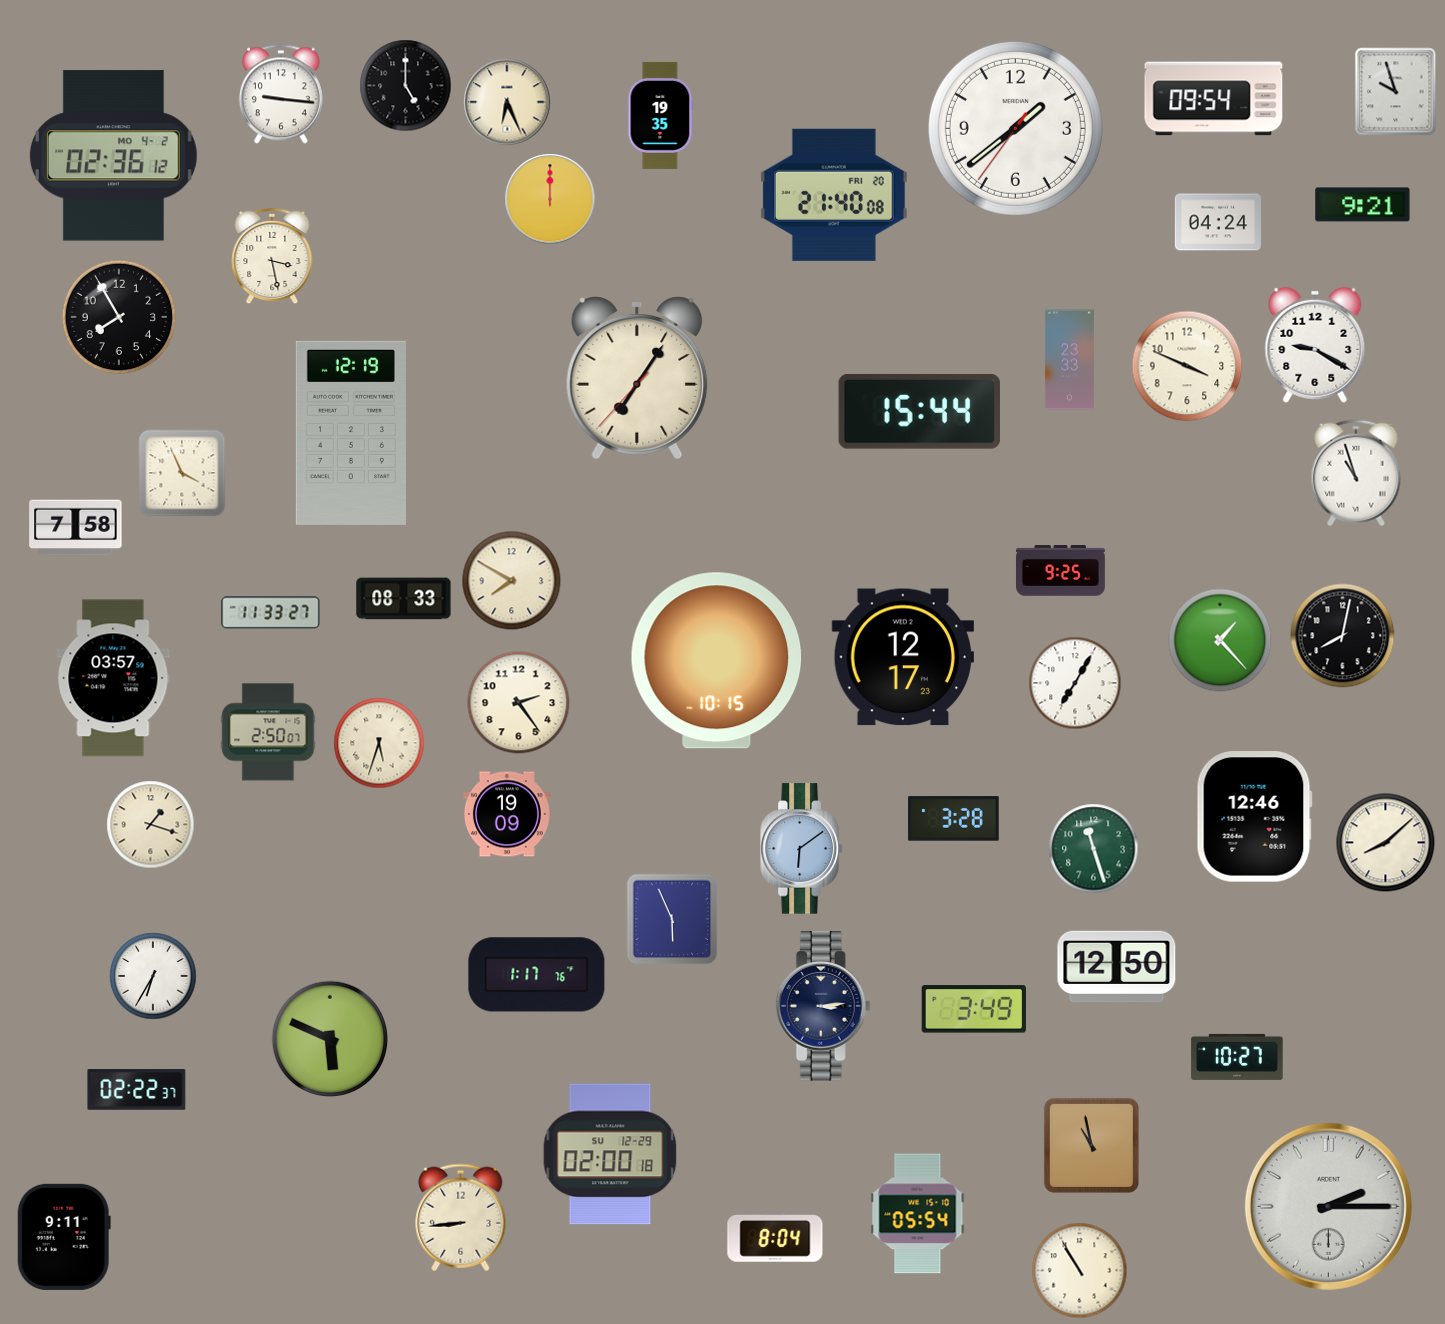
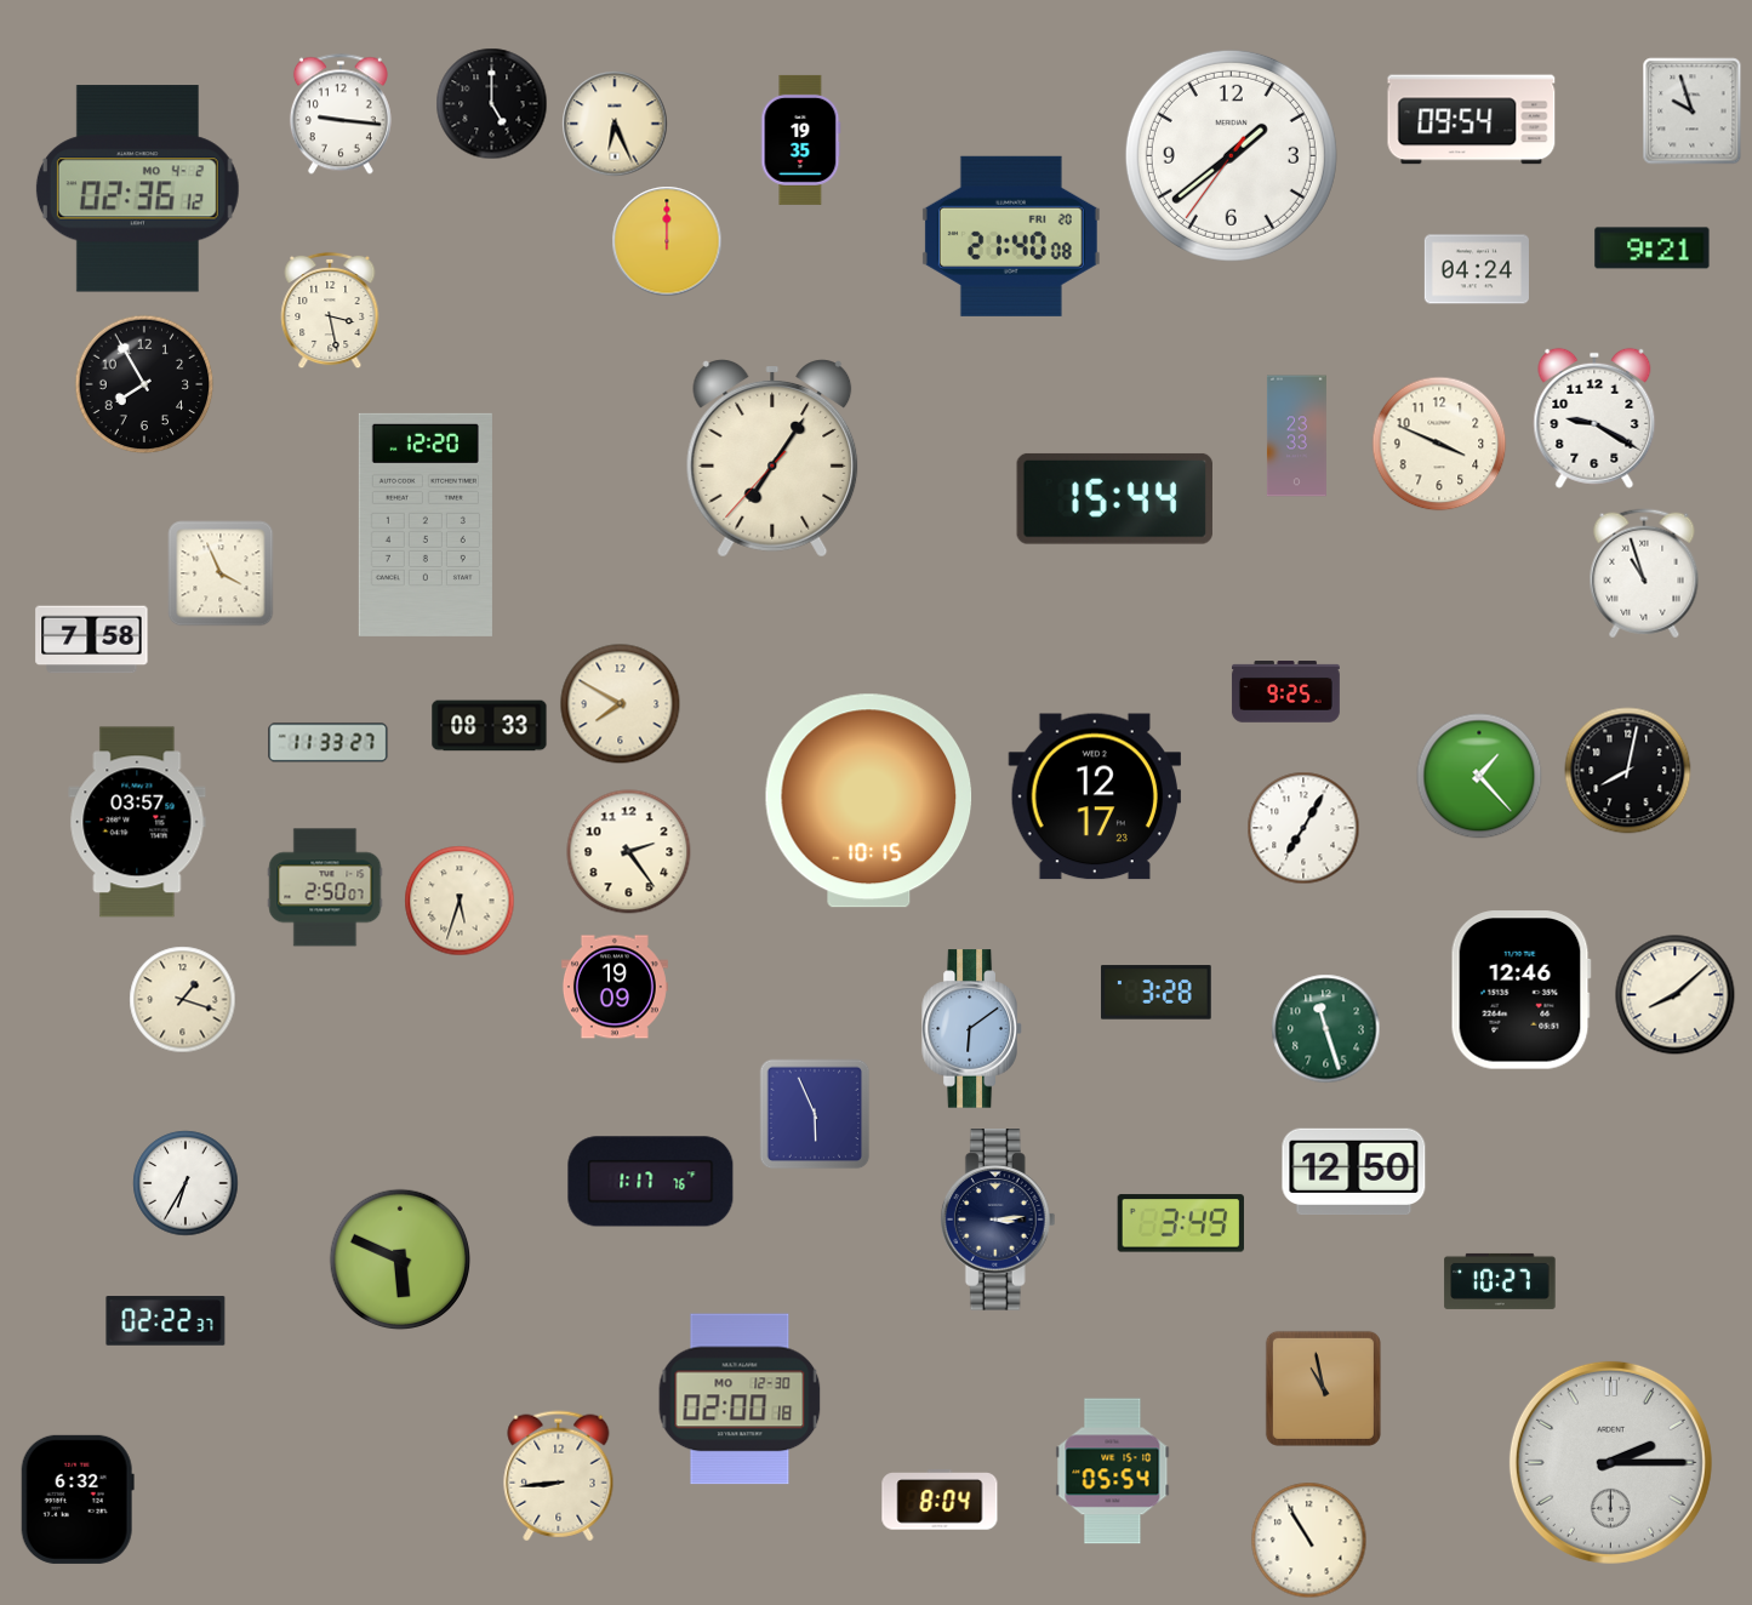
clock at (351, 433): 12:19 -> 12:20
clock at (1386, 843) position: (1386, 843) -> (1676, 995)
clock at (610, 1154) date: SU 12-29 -> MO 12-30
clock at (64, 1237): 9:11 -> 6:32
